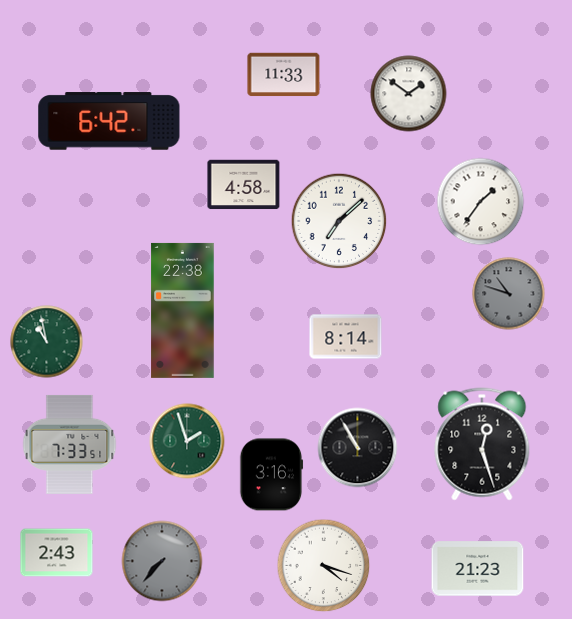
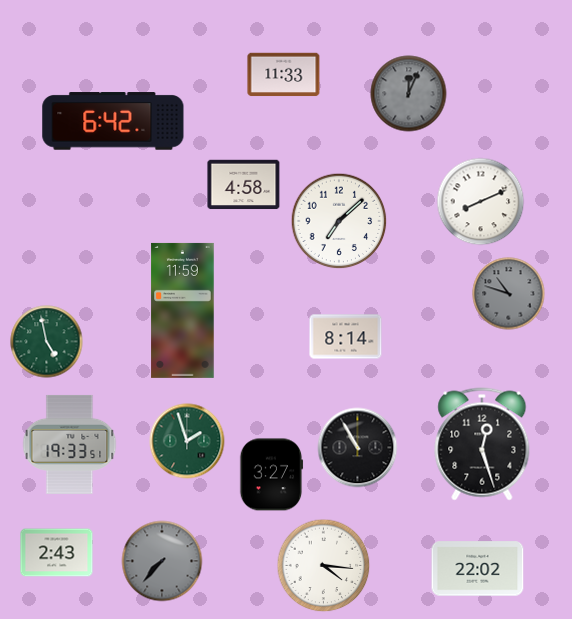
clock at (409, 94): 1:51 -> 12:04
clock at (409, 94) dial: white -> grey
clock at (109, 121) position: (109, 121) -> (113, 121)
clock at (481, 202): 1:36 -> 8:11
clock at (183, 310): 22:38 -> 11:59
clock at (47, 342): 10:58 -> 4:58
clock at (70, 444): 7:33 -> 19:33
clock at (271, 475): 3:16 -> 3:27
clock at (324, 566): 4:18 -> 4:16
clock at (478, 569): 21:23 -> 22:02
